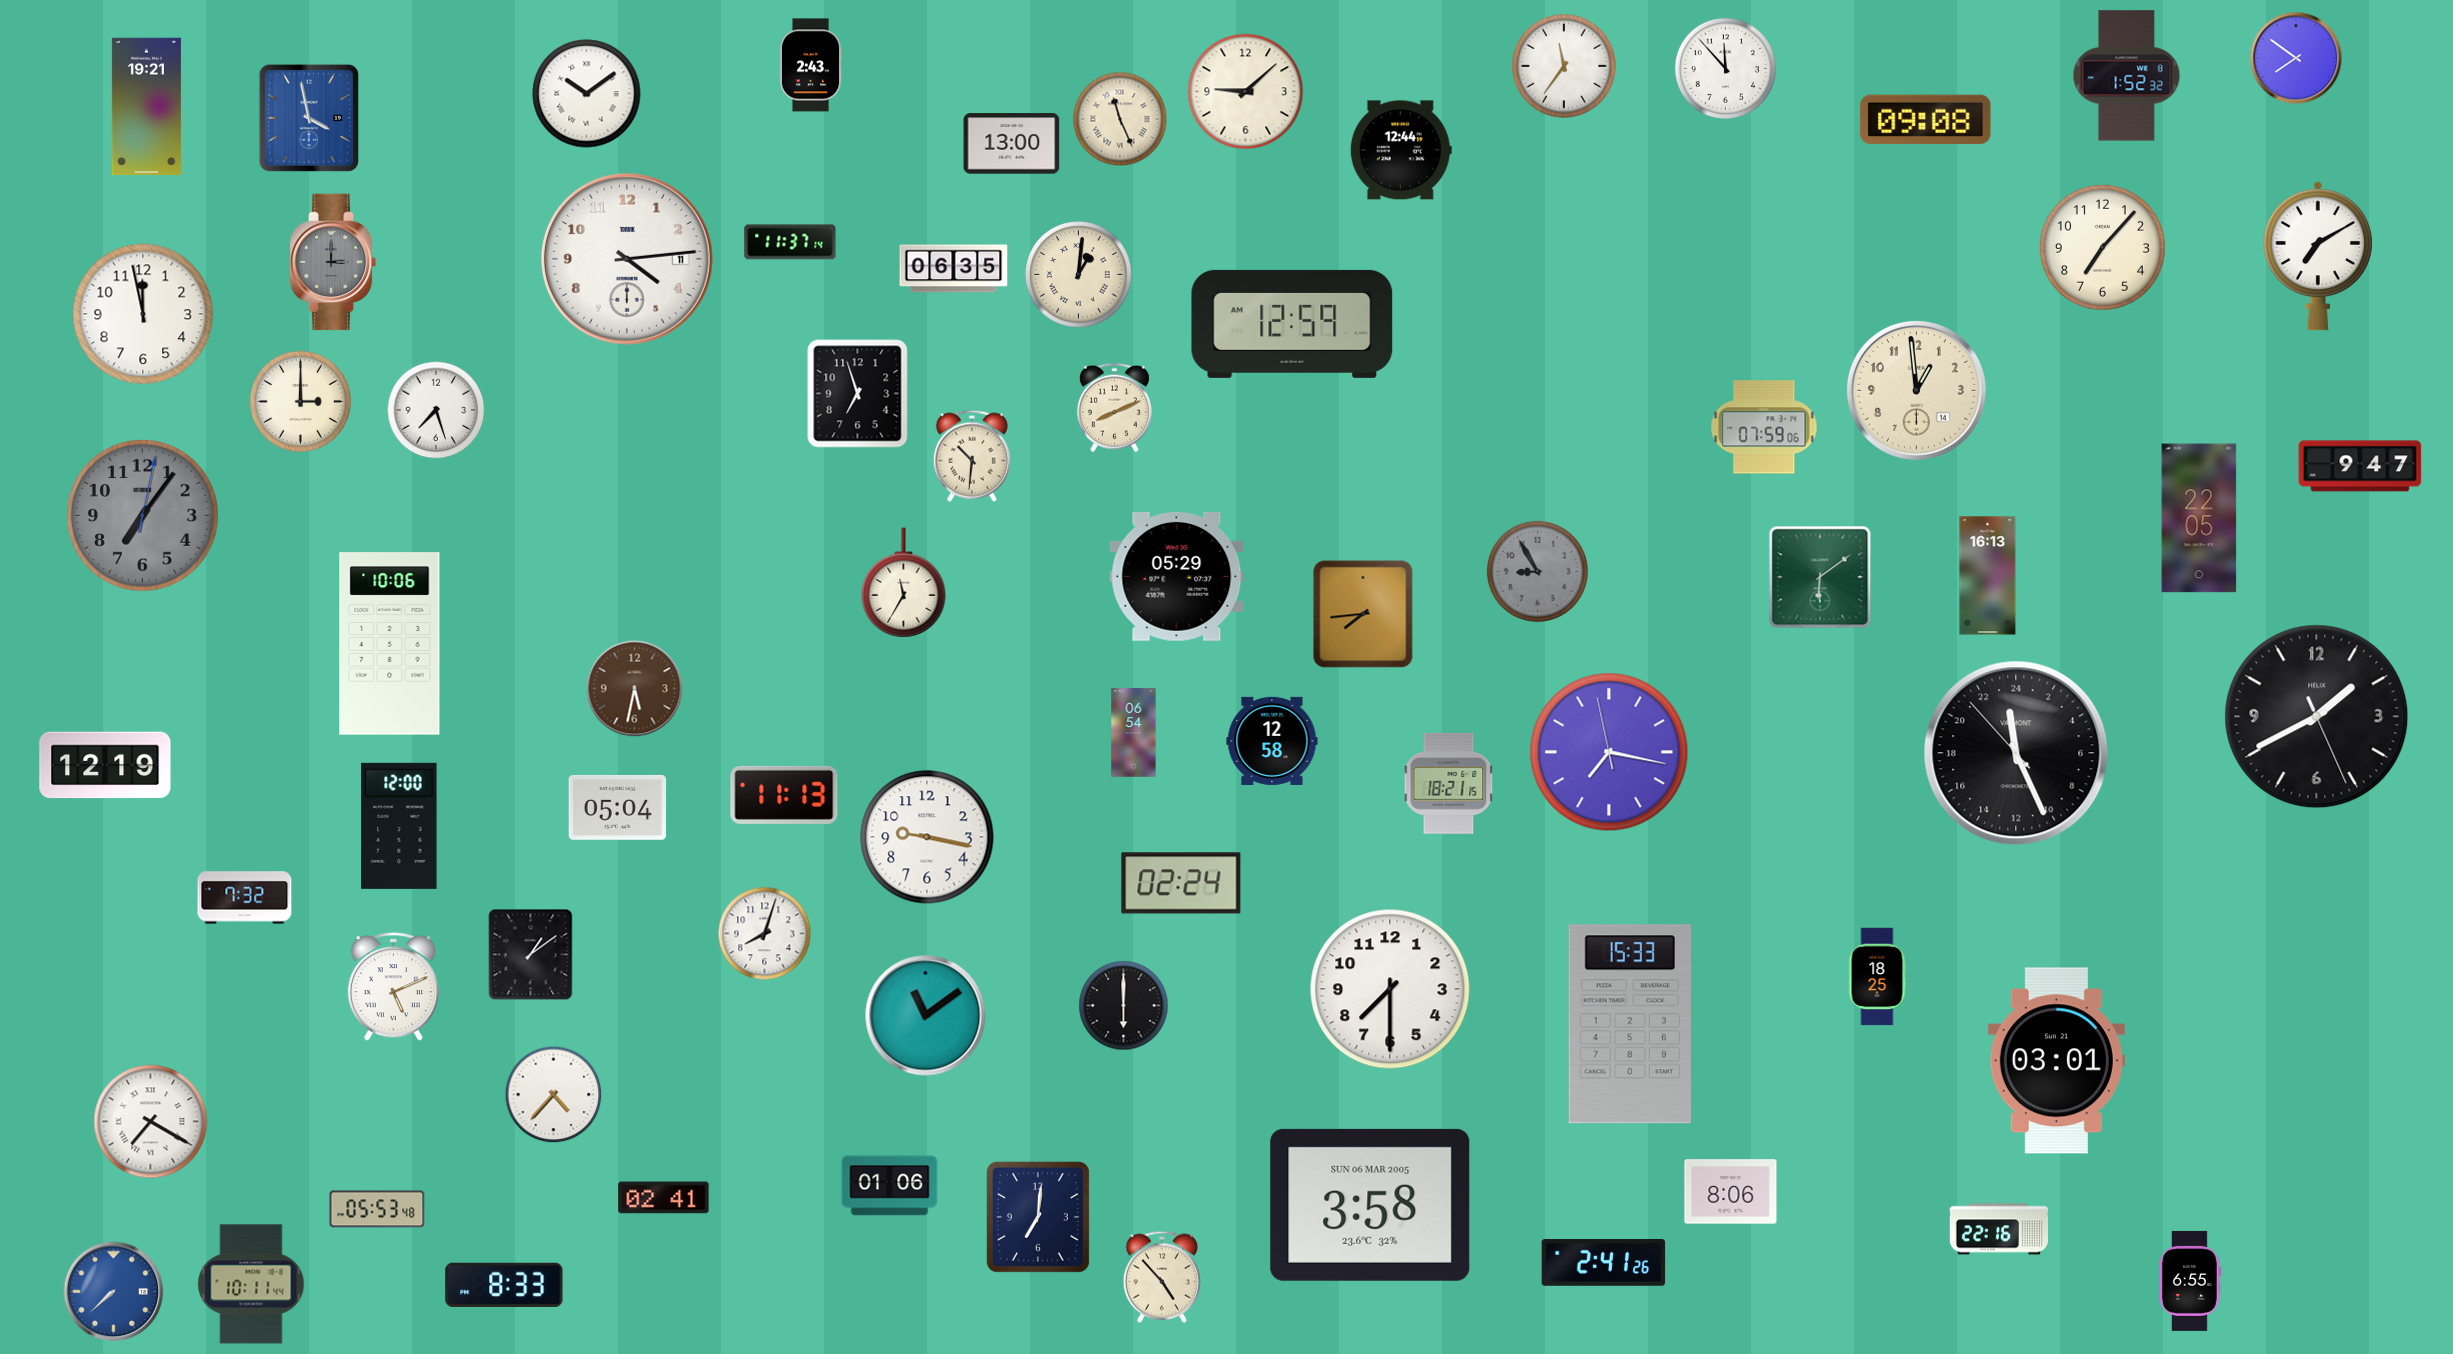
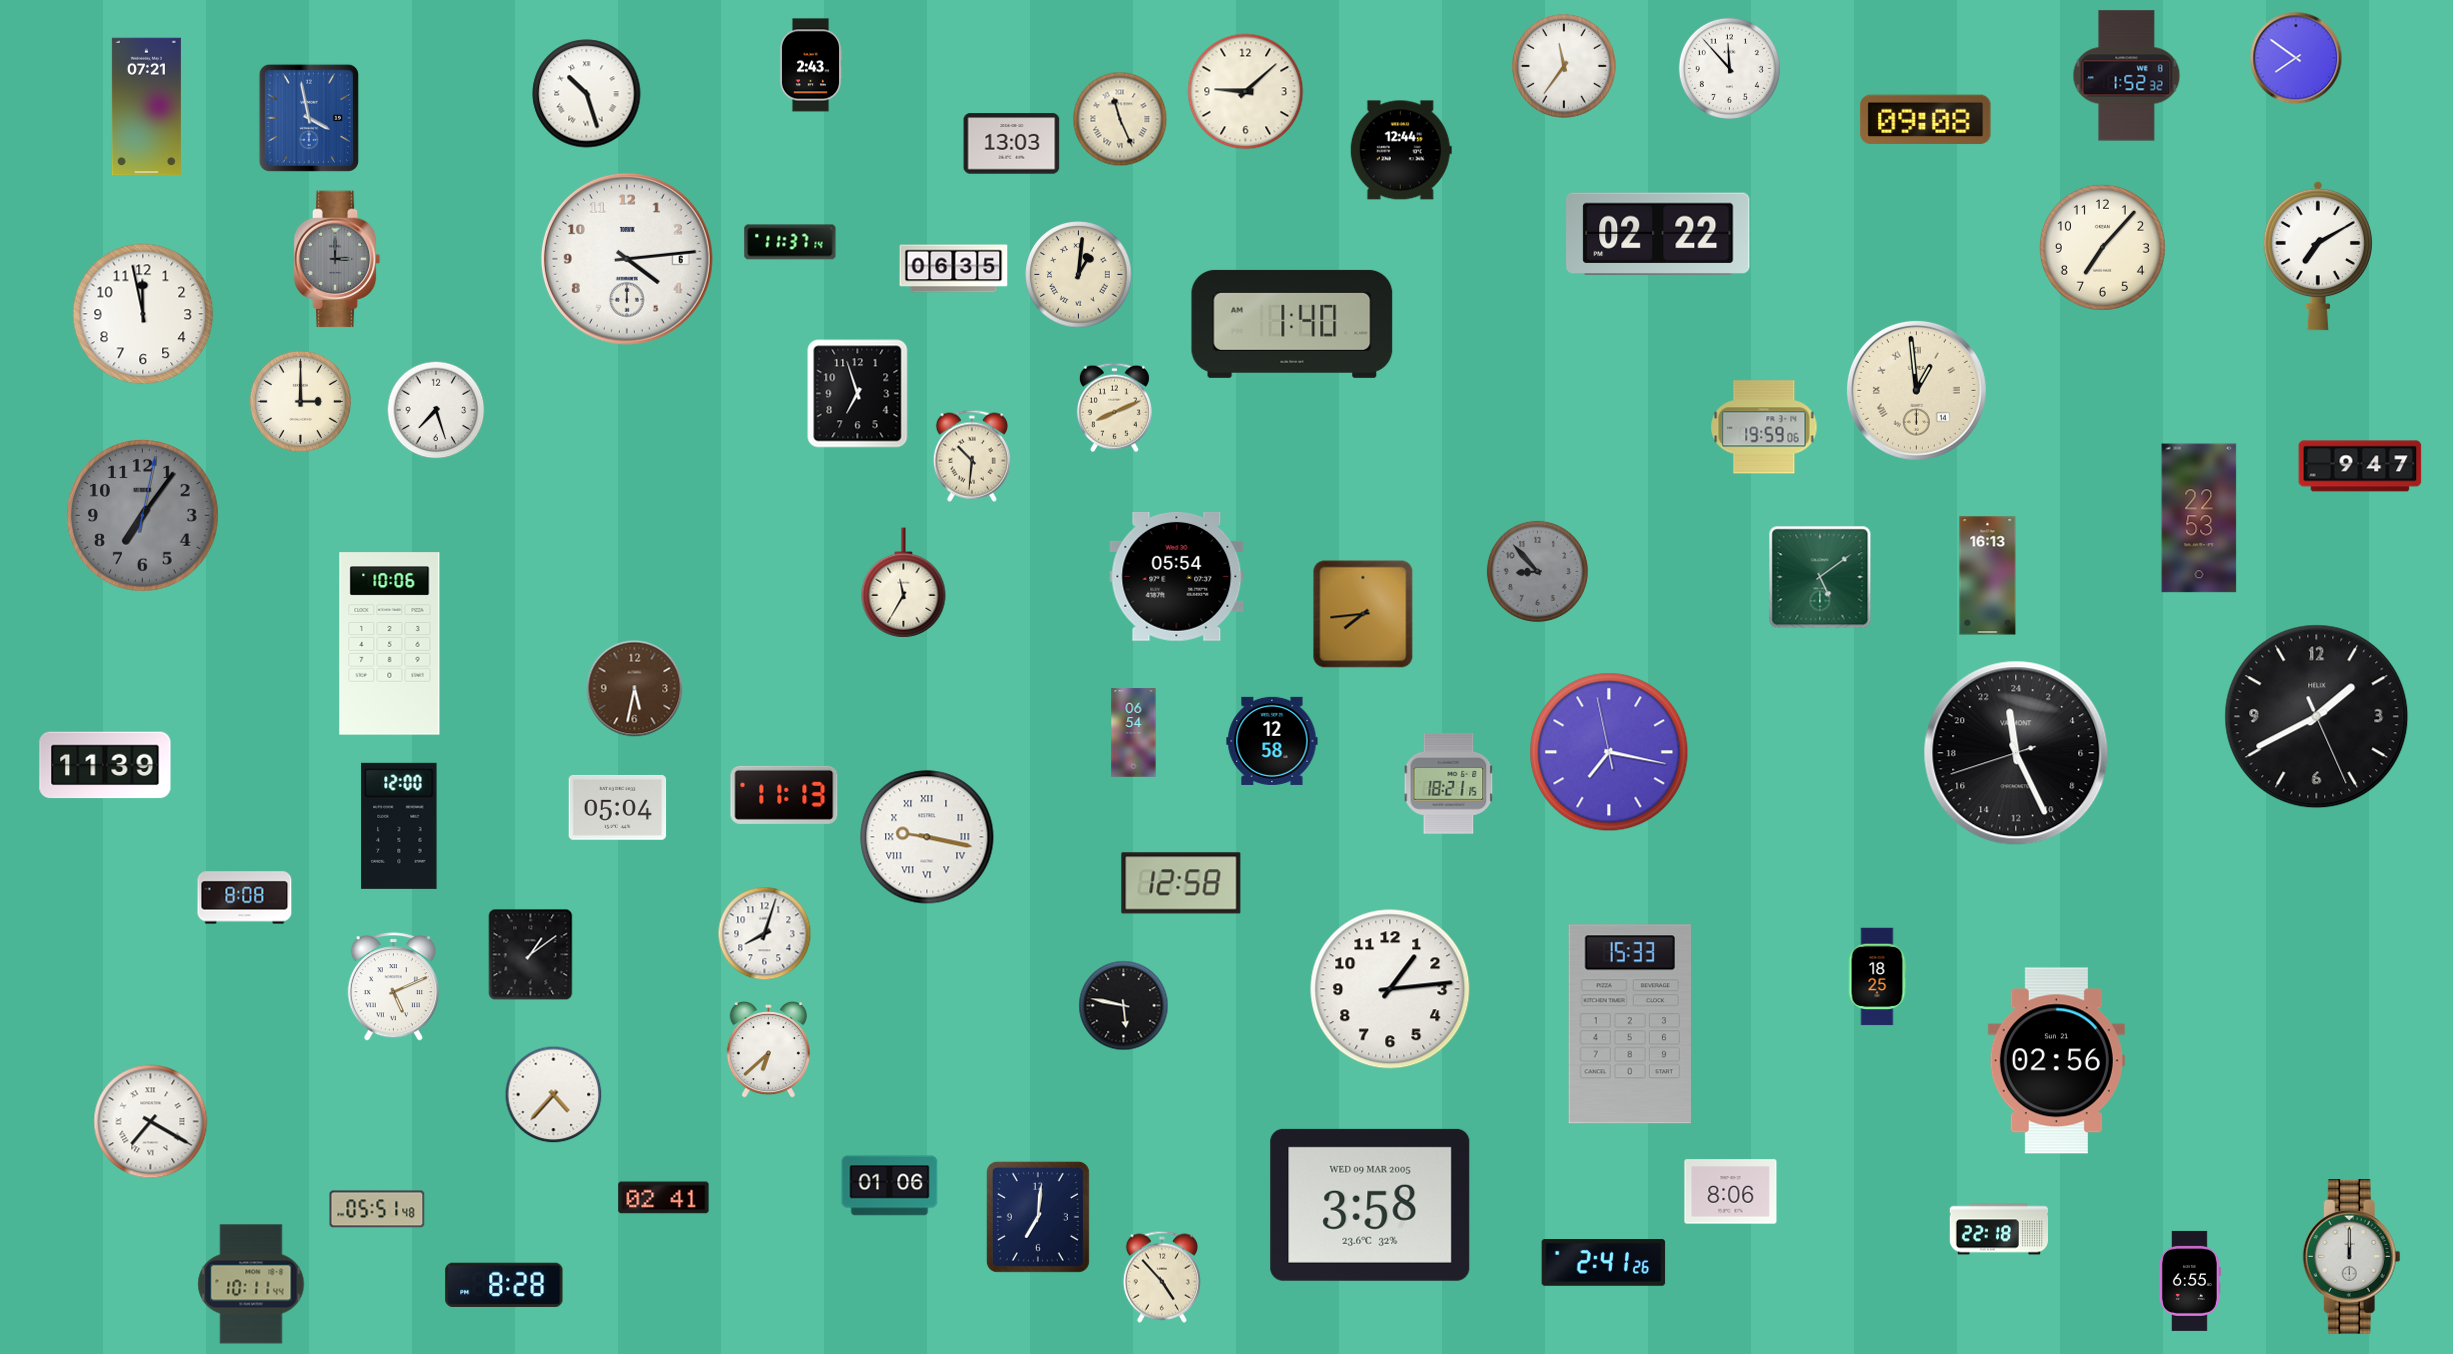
clock at (1725, 68) position: (1725, 68) -> (1729, 68)
clock at (587, 94): 10:09 -> 10:27
clock at (146, 107): 19:21 -> 07:21
clock at (1012, 144): 13:00 -> 13:03
clock at (1658, 234): none -> 02:22
clock at (627, 259) date: 11 -> 6
clock at (333, 262) position: (333, 262) -> (337, 259)
clock at (1292, 324): 12:59 -> 1:40
clock at (1916, 390) numerals: Arabic -> Roman
clock at (1764, 427): 07:59 -> 19:59
clock at (2199, 518): 22:05 -> 22:53
clock at (1537, 571): 8:55 -> 8:53
clock at (1177, 576): 05:29 -> 05:54
clock at (1820, 577): 6:09 -> 5:09
clock at (2016, 753): 23:25:53 -> 23:25:42
clock at (105, 765): 12:19 -> 11:39
clock at (927, 837) numerals: Arabic -> Roman
clock at (1181, 883): 02:24 -> 12:58
clock at (245, 898): 7:32 -> 8:08
clock at (1390, 989): 7:30 -> 1:14
clock at (1124, 1006): 6:00 -> 5:47
clock at (926, 1016): 11:09 -> none
clock at (768, 1050): none -> 6:38
clock at (2056, 1061): 03:01 -> 02:56
clock at (1370, 1205) date: SUN 06 MAR 2005 -> WED 09 MAR 2005
clock at (377, 1209): 05:53 -> 05:51
clock at (1998, 1229): 22:16 -> 22:18
clock at (2351, 1257): none -> 12:00
clock at (504, 1285): 8:33 -> 8:28
clock at (114, 1292): 7:38 -> none
